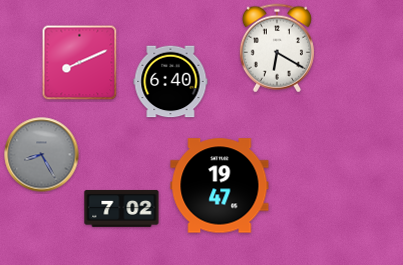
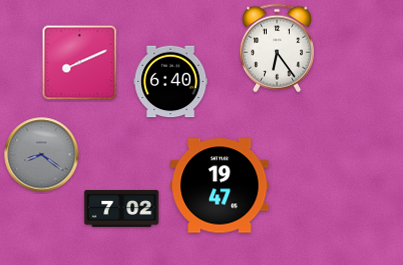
clock at (277, 48): 6:20 -> 6:24
clock at (42, 155): 8:25 -> 8:21
